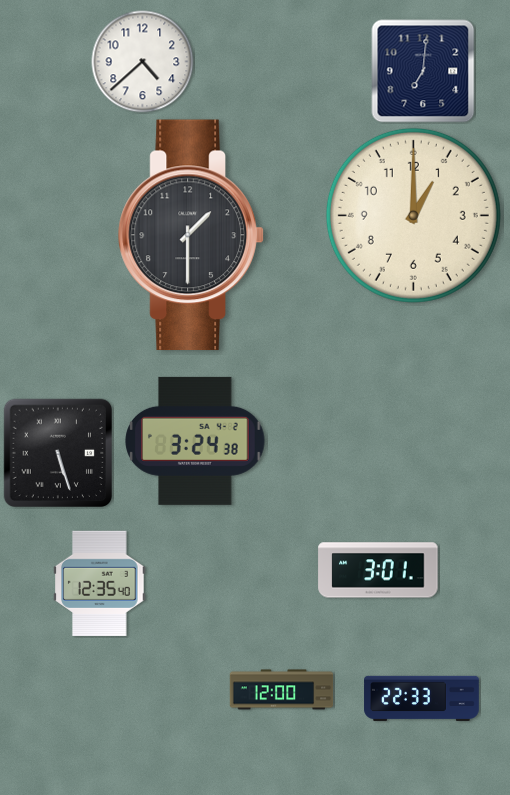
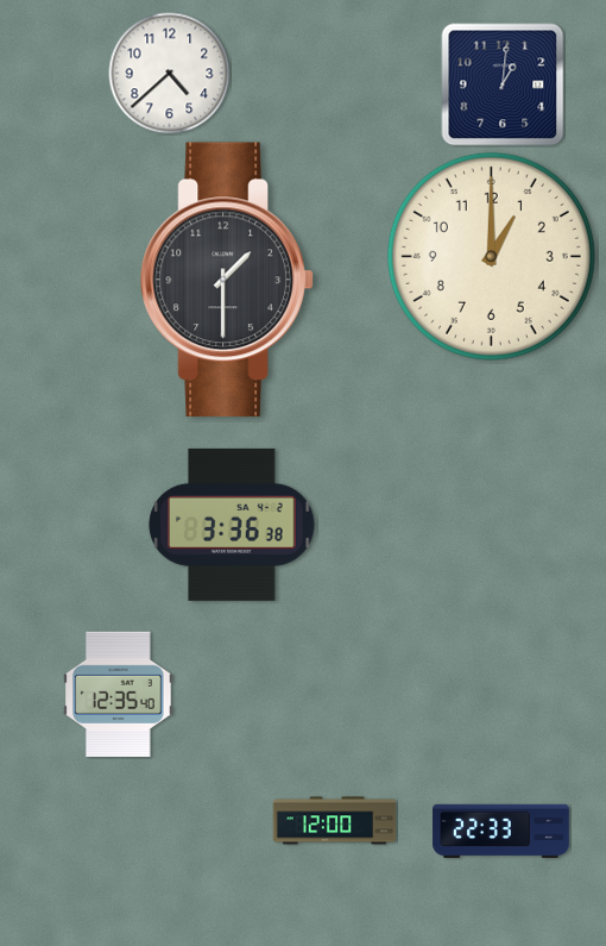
clock at (423, 71): 7:01 -> 1:01
clock at (195, 441): 3:24 -> 3:36
clock at (57, 452): 5:27 -> none
clock at (378, 570): 3:01 -> none
